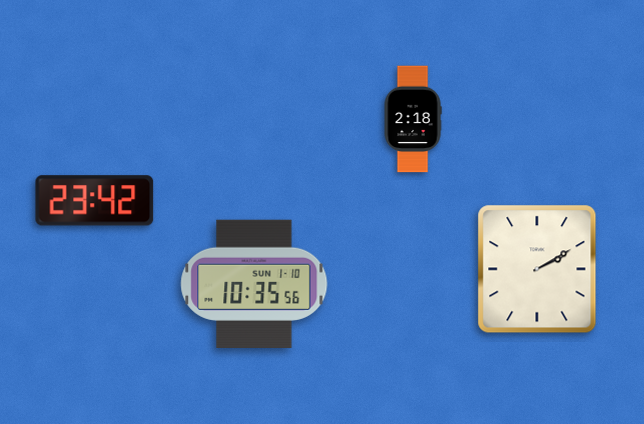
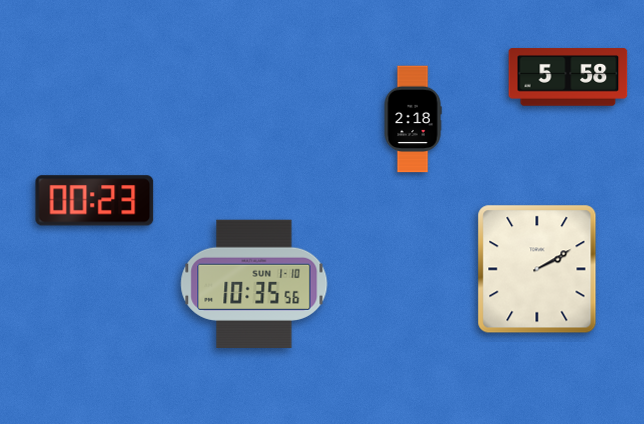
clock at (568, 77): none -> 5:58
clock at (95, 201): 23:42 -> 00:23
